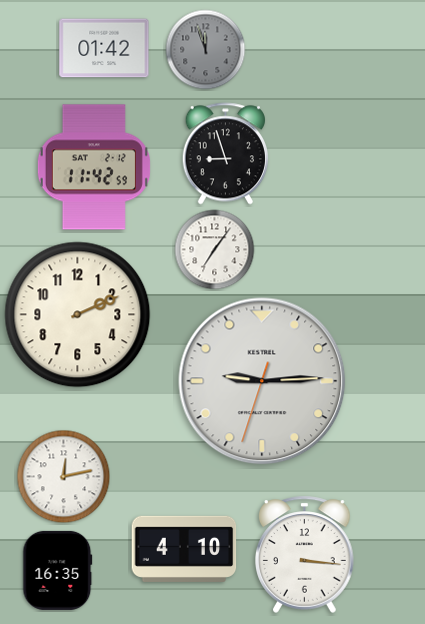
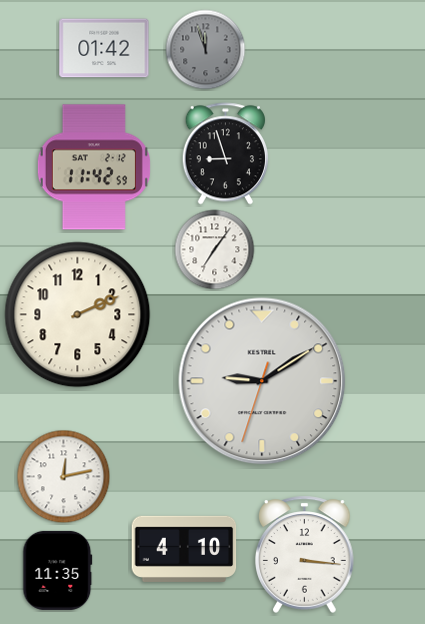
clock at (262, 381): 9:14 -> 9:09
clock at (58, 570): 16:35 -> 11:35
